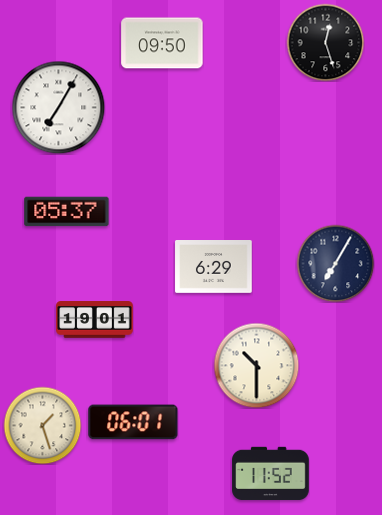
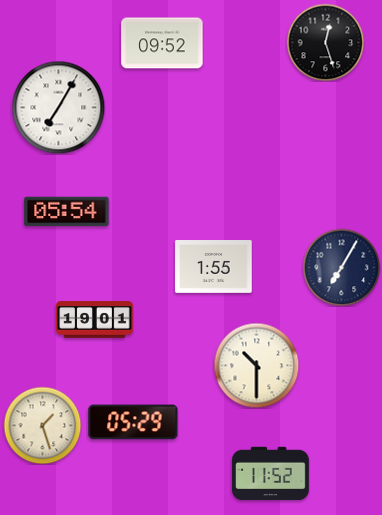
clock at (162, 43): 09:50 -> 09:52
clock at (67, 212): 05:37 -> 05:54
clock at (335, 263) position: (335, 263) -> (341, 267)
clock at (214, 267): 6:29 -> 1:55
clock at (133, 422): 06:01 -> 05:29
